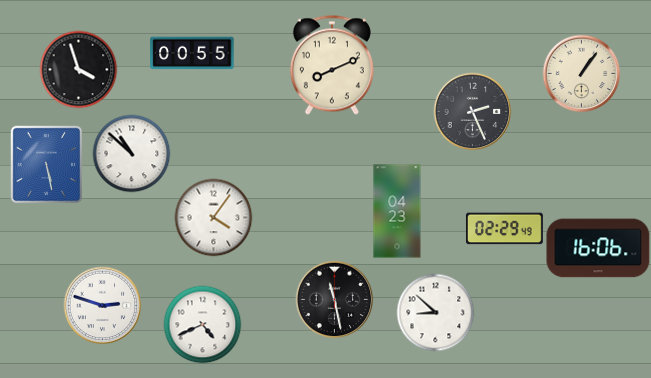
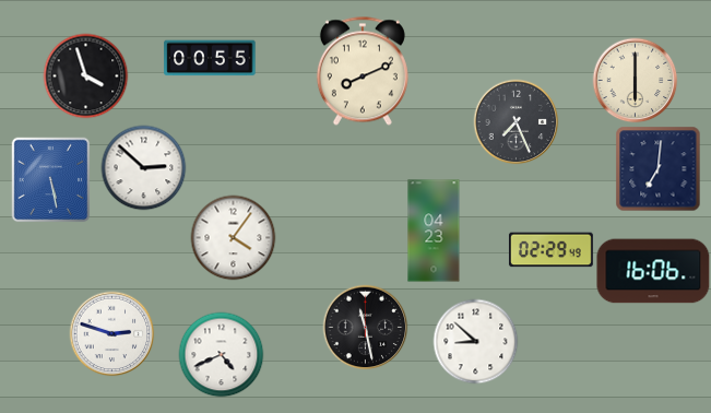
clock at (581, 73): 1:06 -> 6:00
clock at (472, 111): 2:26 -> 7:26
clock at (131, 153): 10:52 -> 2:52
clock at (657, 168): none -> 7:01
